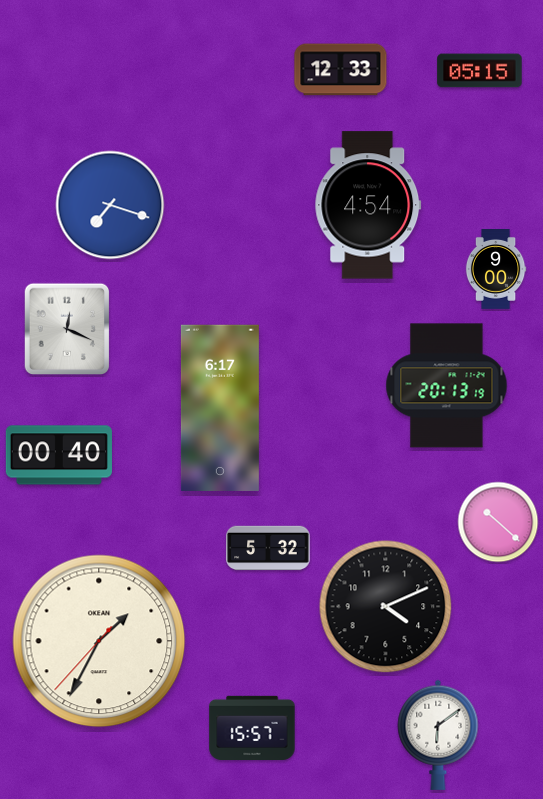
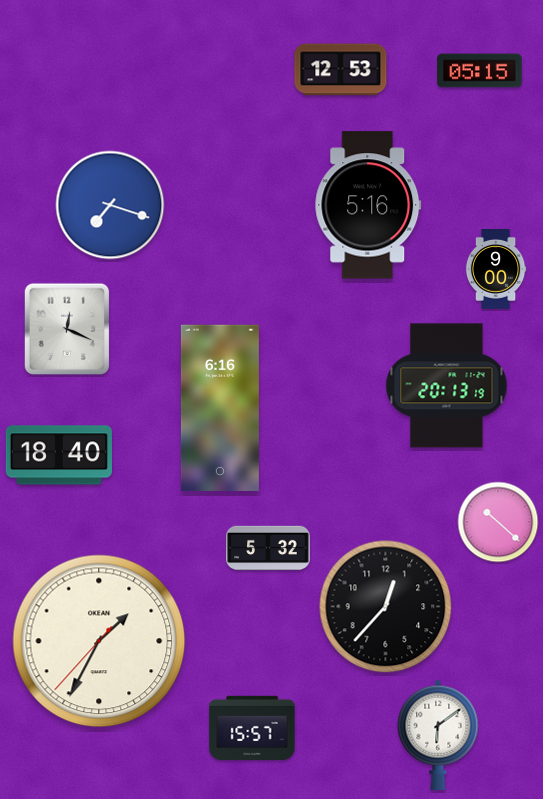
clock at (341, 70): 12:33 -> 12:53
clock at (368, 205): 4:54 -> 5:16
clock at (220, 407): 6:17 -> 6:16
clock at (59, 455): 00:40 -> 18:40
clock at (386, 607): 4:11 -> 12:37
